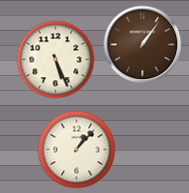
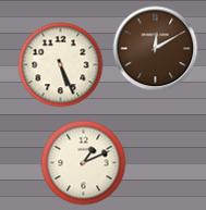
clock at (142, 44): 1:06 -> 12:10
clock at (76, 149): 1:07 -> 1:11
